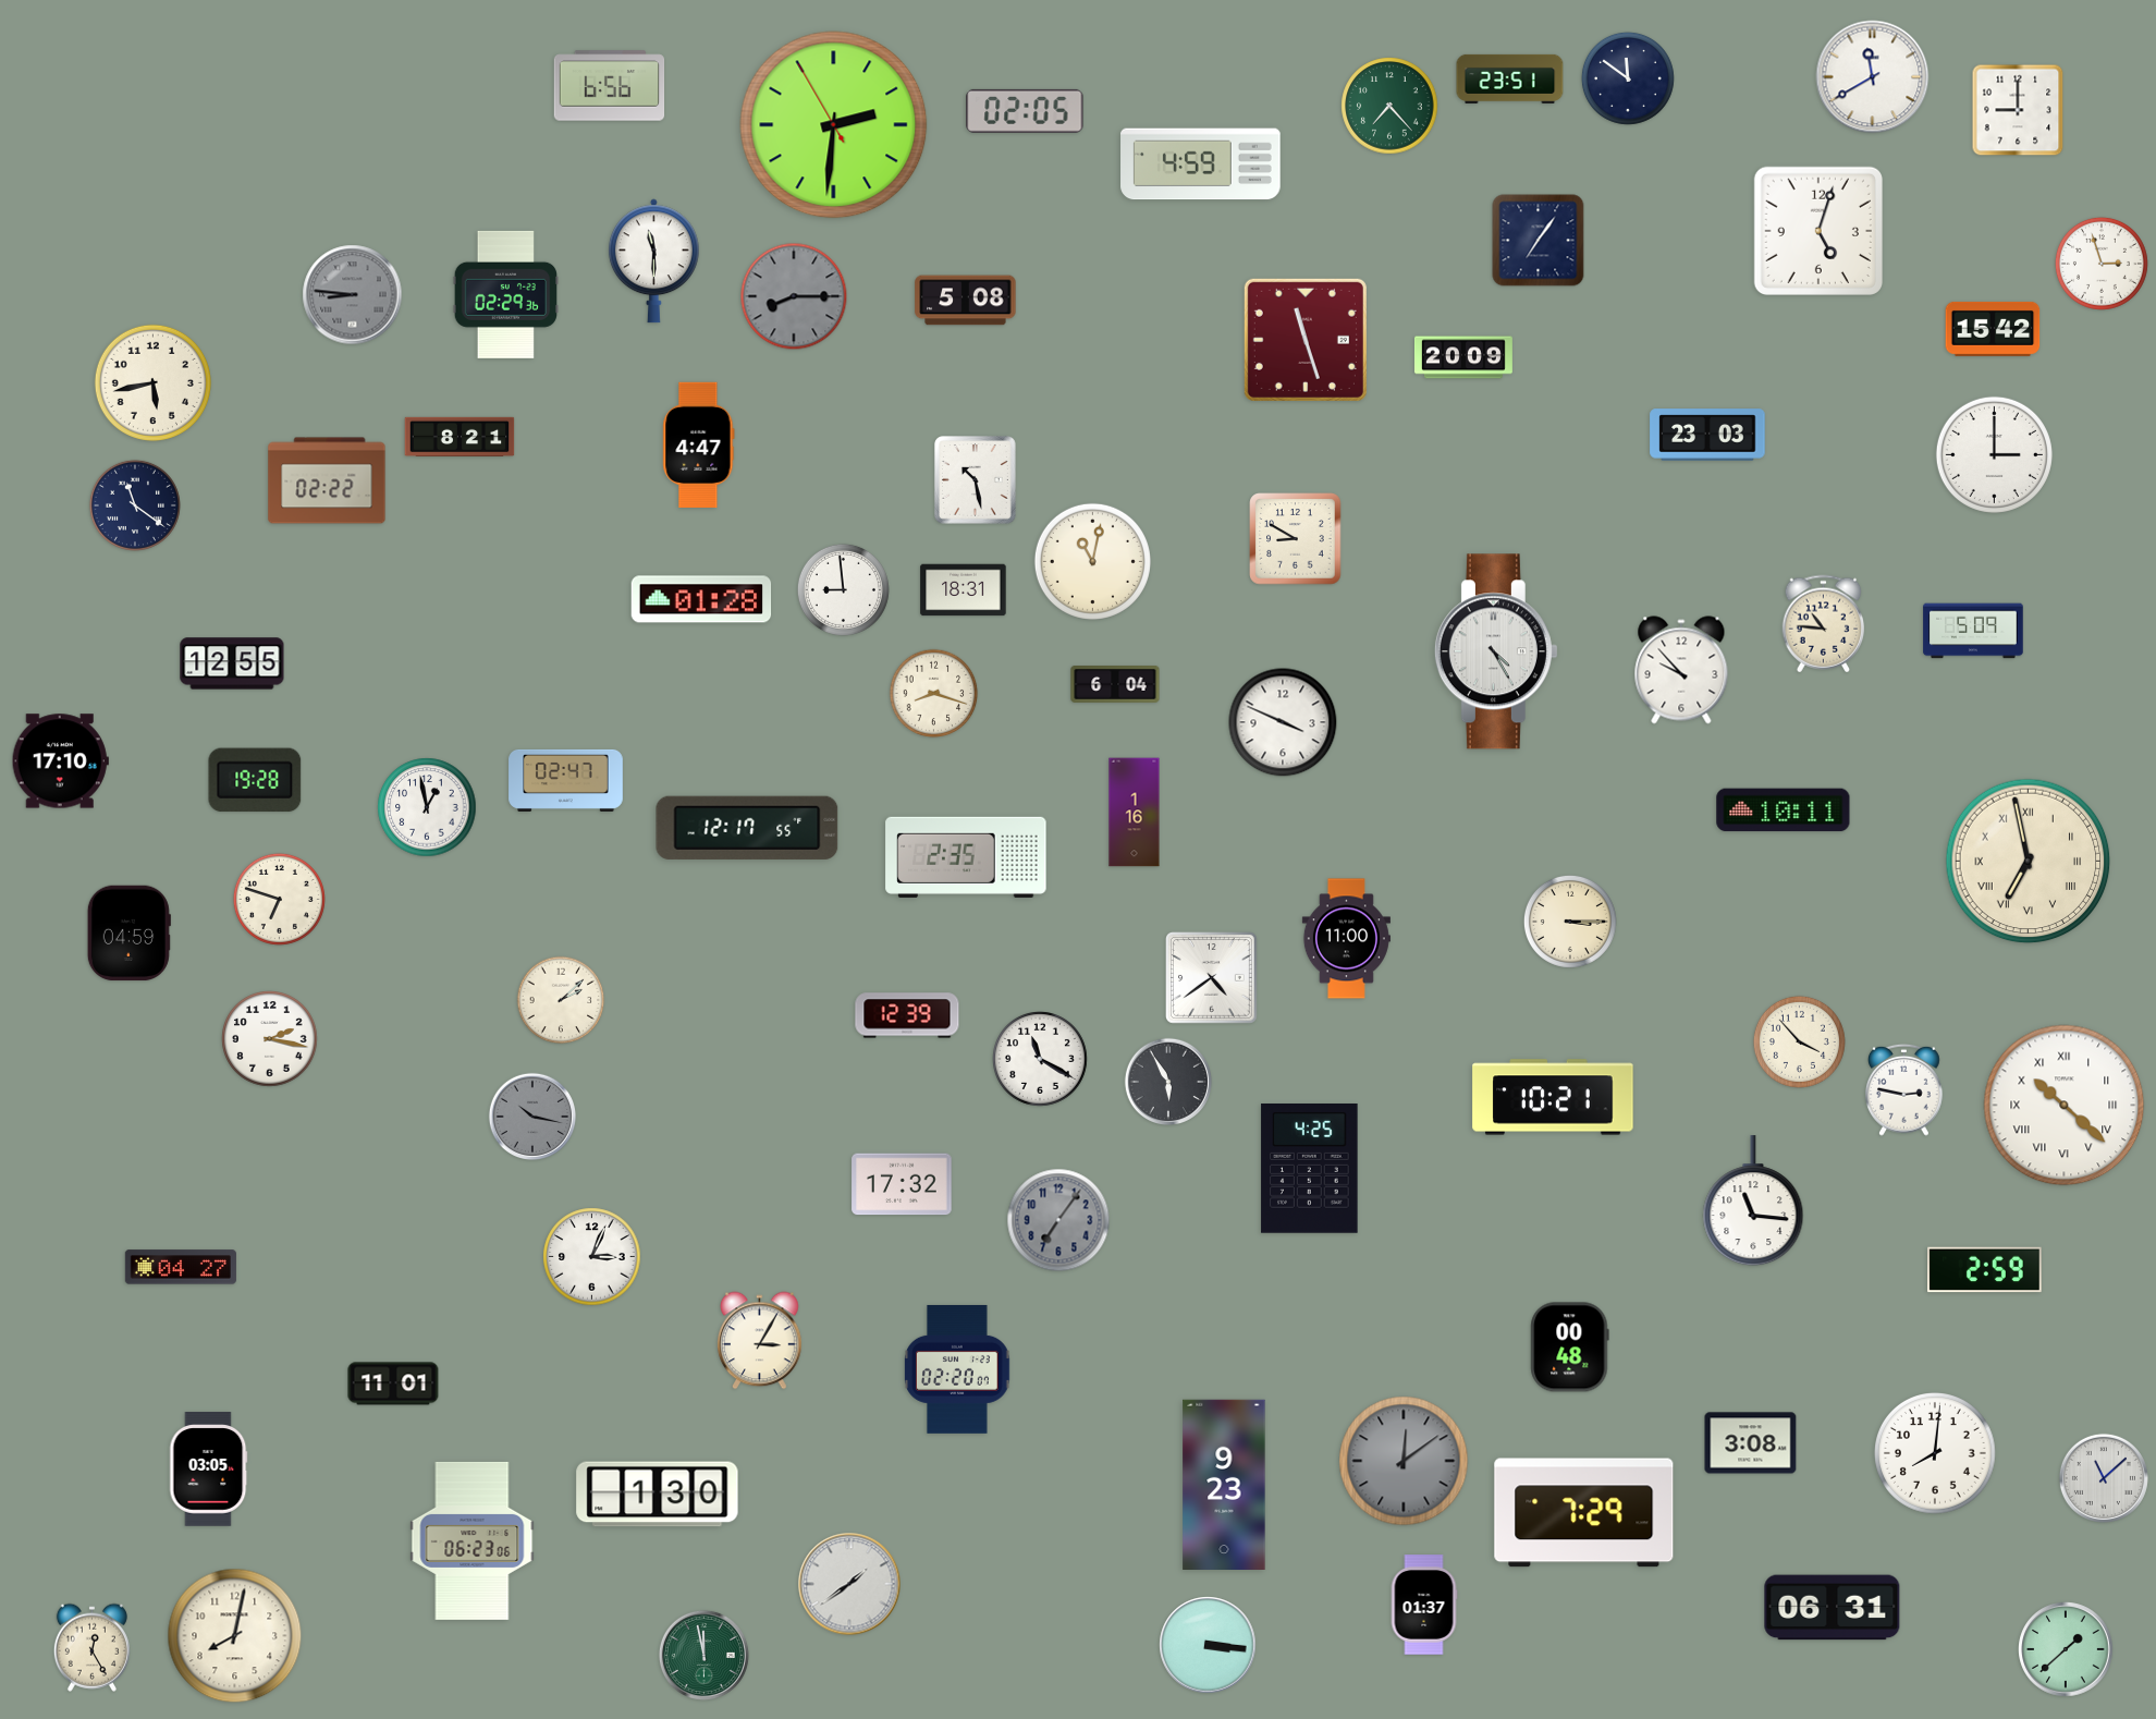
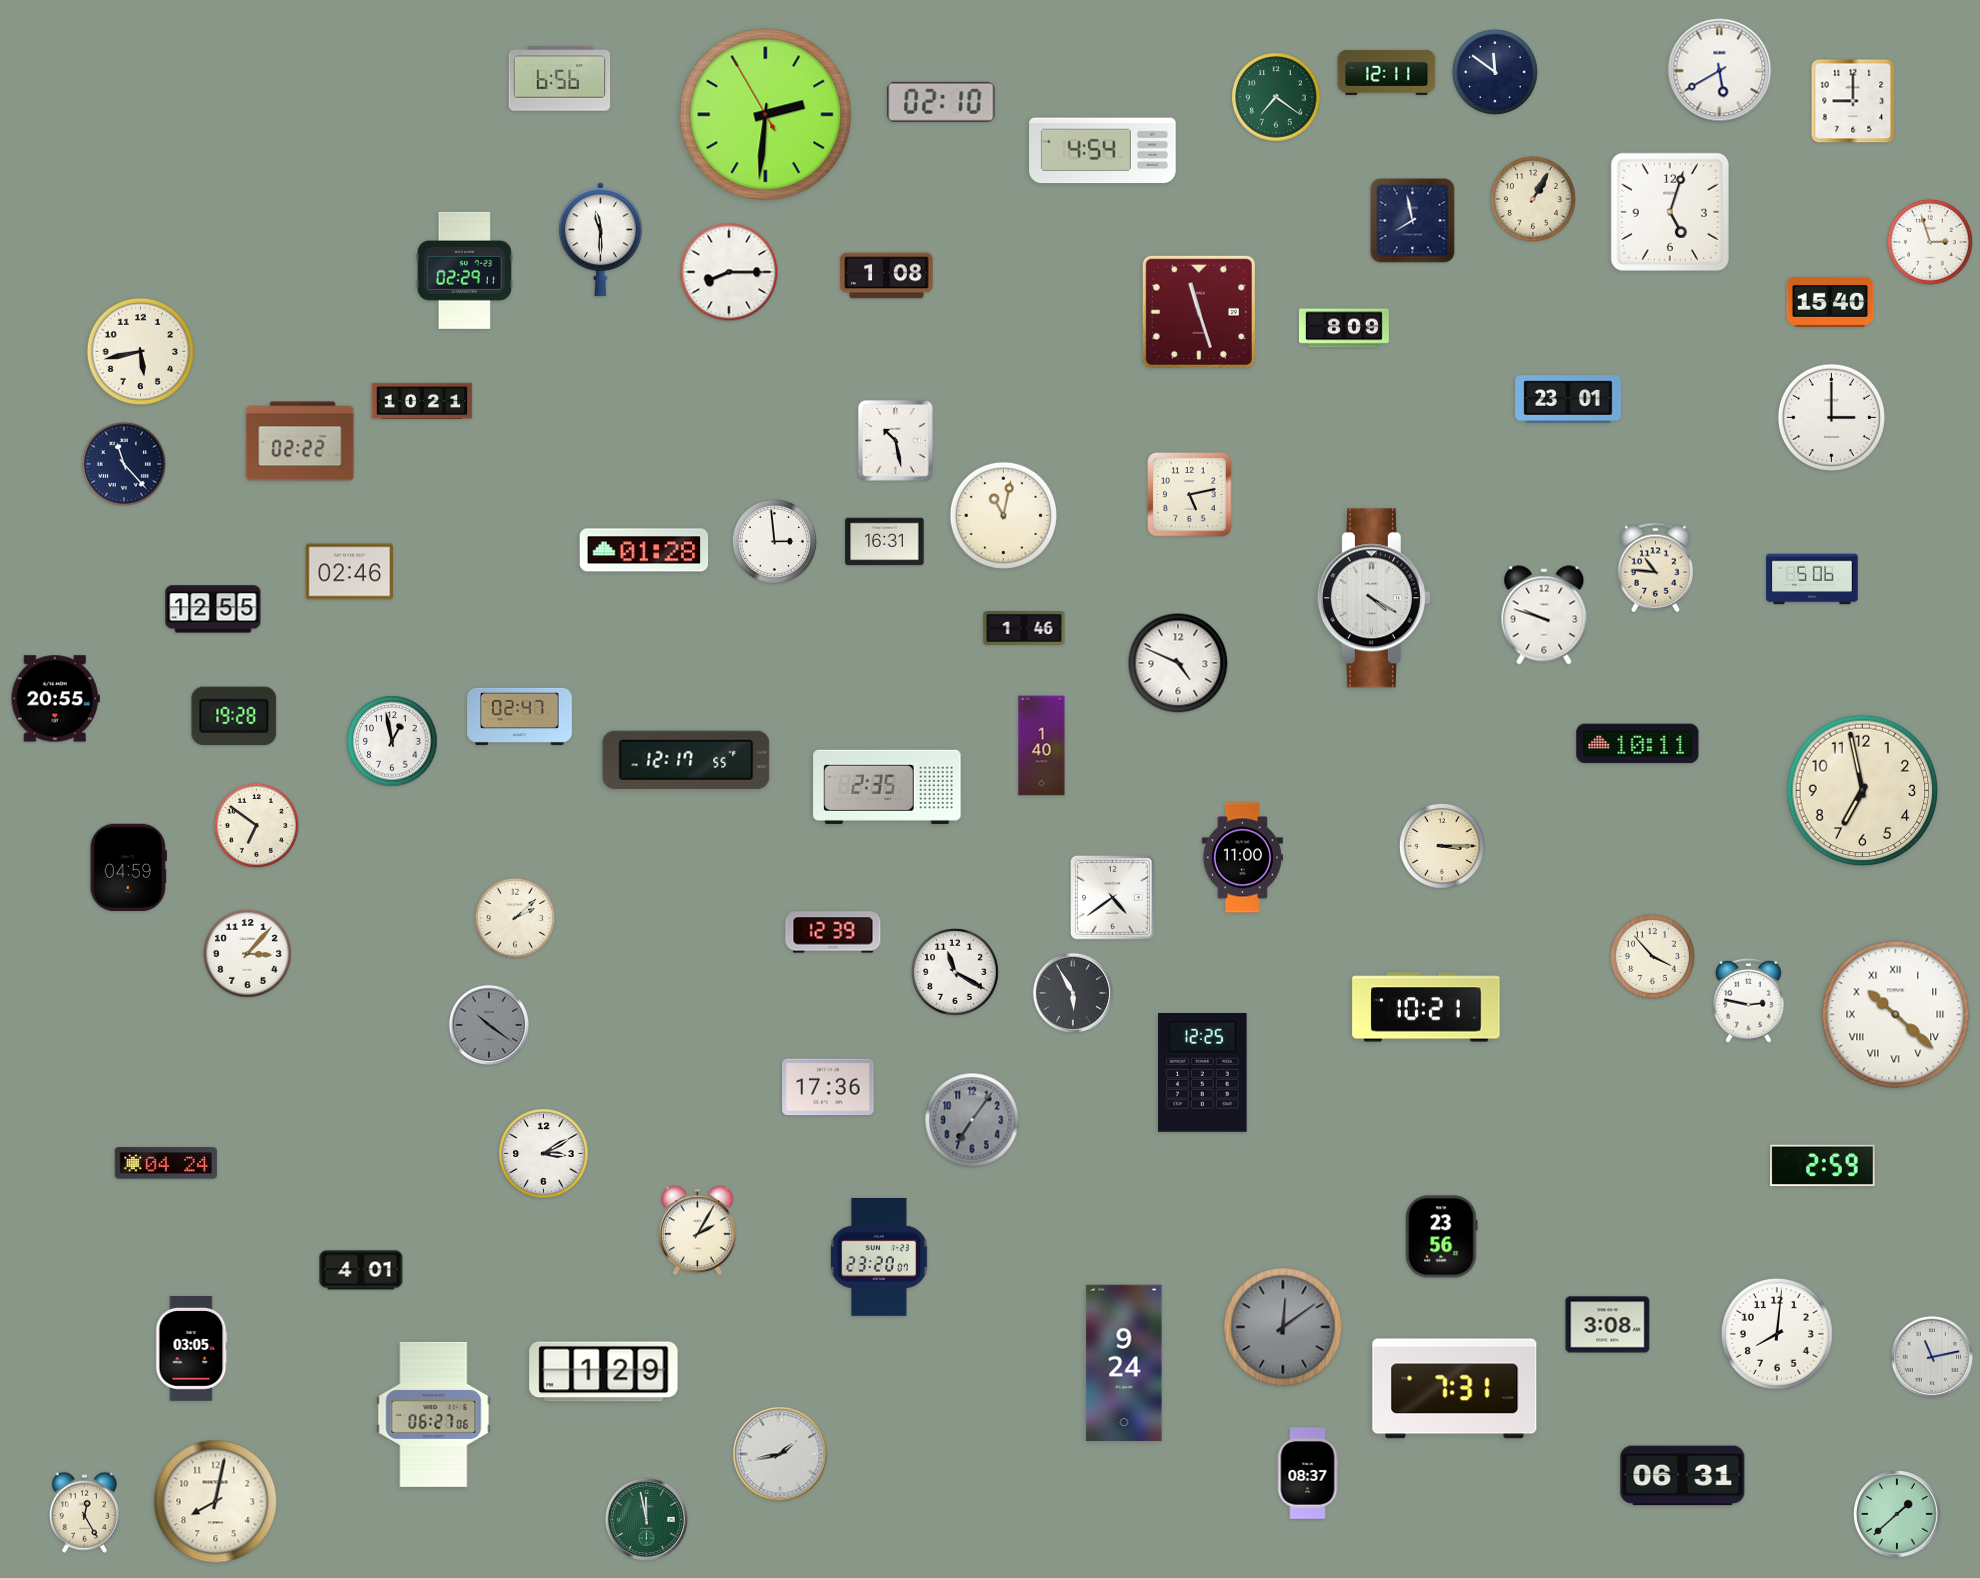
clock at (1873, 77): 11:40 -> 5:40
clock at (1510, 78): 23:51 -> 12:11
clock at (1389, 106): 7:23 -> 7:21
clock at (1025, 111): 02:05 -> 02:10
clock at (1201, 164): 4:59 -> 4:54
clock at (1533, 199): none -> 1:05
clock at (1539, 241): 7:06 -> 7:58
clock at (505, 294): 02:29:36 -> 02:29:11
clock at (353, 295): 8:46 -> none
clock at (794, 296) dial: grey -> white
clock at (966, 301): 5:08 -> 1:08
clock at (1993, 329): 15:42 -> 15:40
clock at (1463, 357): 20:09 -> 8:09
clock at (1707, 435): 23:03 -> 23:01
clock at (460, 436): 8:21 -> 10:21
clock at (699, 444): 4:47 -> none
clock at (135, 505): 11:21 -> 11:23
clock at (1296, 539): 8:50 -> 5:13
clock at (843, 589): 8:59 -> 2:59
clock at (964, 590): 18:31 -> 16:31
clock at (350, 572): none -> 02:46
clock at (1824, 624) position: (1824, 624) -> (1656, 568)
clock at (1973, 631): 5:09 -> 5:06
clock at (1496, 651): 4:25 -> 4:20
clock at (1681, 670): 9:53 -> 9:48
clock at (1115, 685): 6:04 -> 1:46
clock at (934, 694): 8:18 -> none
clock at (1283, 722): 3:49 -> 4:49
clock at (60, 761): 17:10 -> 20:55
clock at (1135, 813): 1:16 -> 1:40
clock at (2029, 862) numerals: Roman -> Arabic
clock at (279, 899): 6:48 -> 6:51
clock at (128, 934) position: (128, 934) -> (128, 868)
clock at (1346, 939) position: (1346, 939) -> (1242, 858)
clock at (270, 1039): 2:17 -> 3:07
clock at (531, 1115): 10:17 -> 10:21
clock at (1310, 1169): 4:25 -> 12:25
clock at (902, 1184): 17:32 -> 17:36
clock at (1753, 1202): 11:16 -> none
clock at (592, 1257): 3:04 -> 3:10
clock at (181, 1267): 04:27 -> 04:24
clock at (760, 1341): 3:05 -> 2:05
clock at (1570, 1348): 00:48 -> 23:56
clock at (958, 1369): 02:20 -> 23:20
clock at (393, 1383): 11:01 -> 4:01
clock at (1404, 1461) position: (1404, 1461) -> (1283, 1327)
clock at (2104, 1478): 11:08 -> 11:13
clock at (1224, 1484): 9:23 -> 9:24
clock at (658, 1495): 1:30 -> 1:29
clock at (1584, 1513): 7:29 -> 7:31
clock at (473, 1540): 06:23 -> 06:27
clock at (849, 1584): 1:39 -> 1:43
clock at (1424, 1605): 01:37 -> 08:37
clock at (1208, 1645): 3:16 -> none
